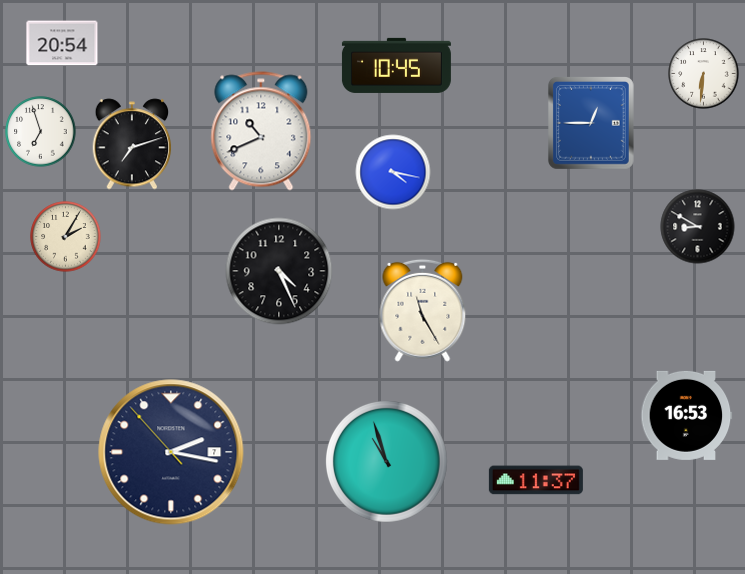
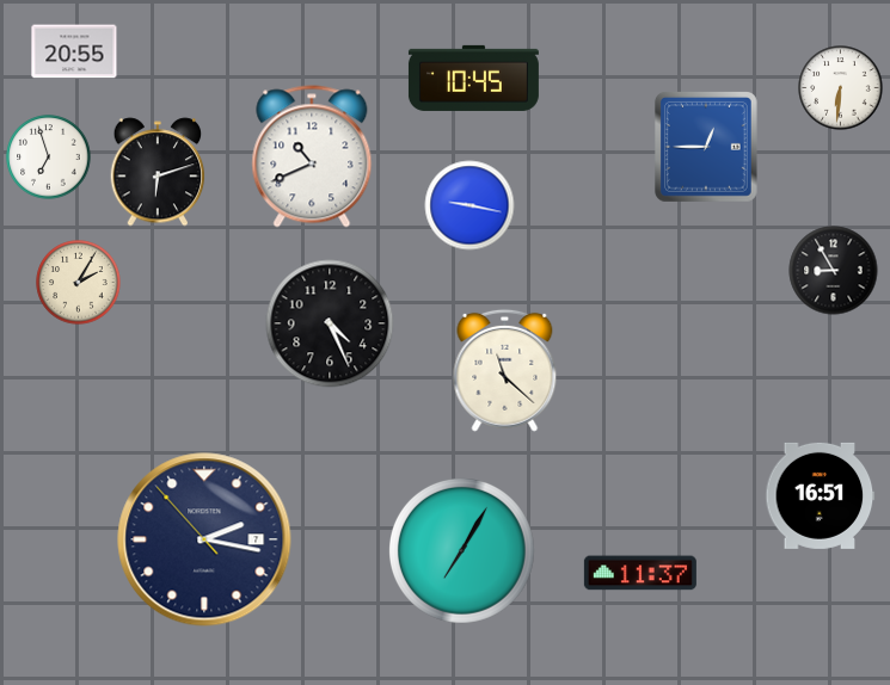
clock at (62, 43): 20:54 -> 20:55
clock at (132, 144): 7:12 -> 6:12
clock at (393, 172): 4:17 -> 9:17
clock at (698, 227): 8:50 -> 8:55
clock at (279, 271) position: (279, 271) -> (330, 323)
clock at (423, 310): 11:25 -> 11:22
clock at (687, 415): 16:53 -> 16:51
clock at (387, 462): 10:57 -> 7:05
